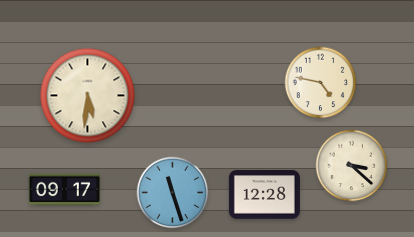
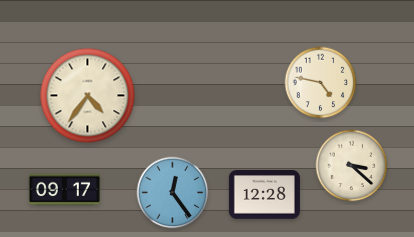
clock at (88, 96): 5:31 -> 4:36
clock at (173, 193): 11:27 -> 12:24
